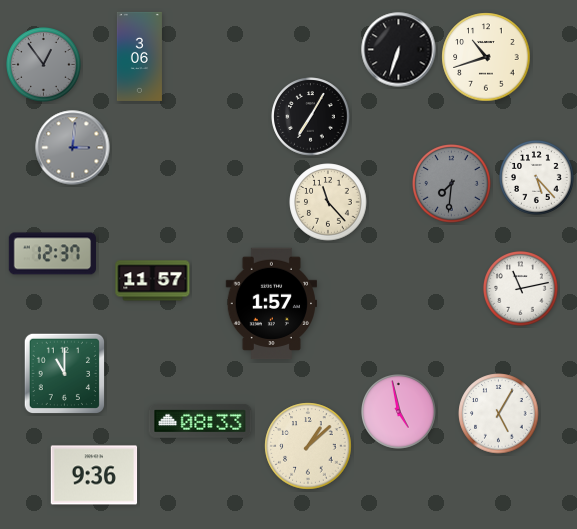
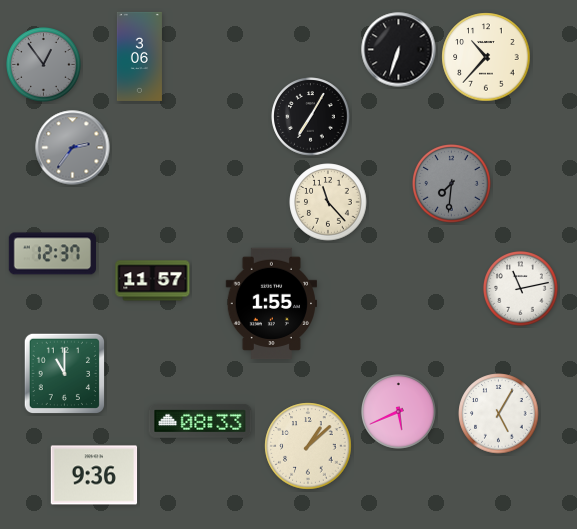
clock at (486, 57): 10:42 -> 10:37
clock at (73, 148): 3:01 -> 2:36
clock at (537, 178): 5:23 -> none
clock at (271, 304): 1:57 -> 1:55
clock at (399, 412): 4:58 -> 5:41
